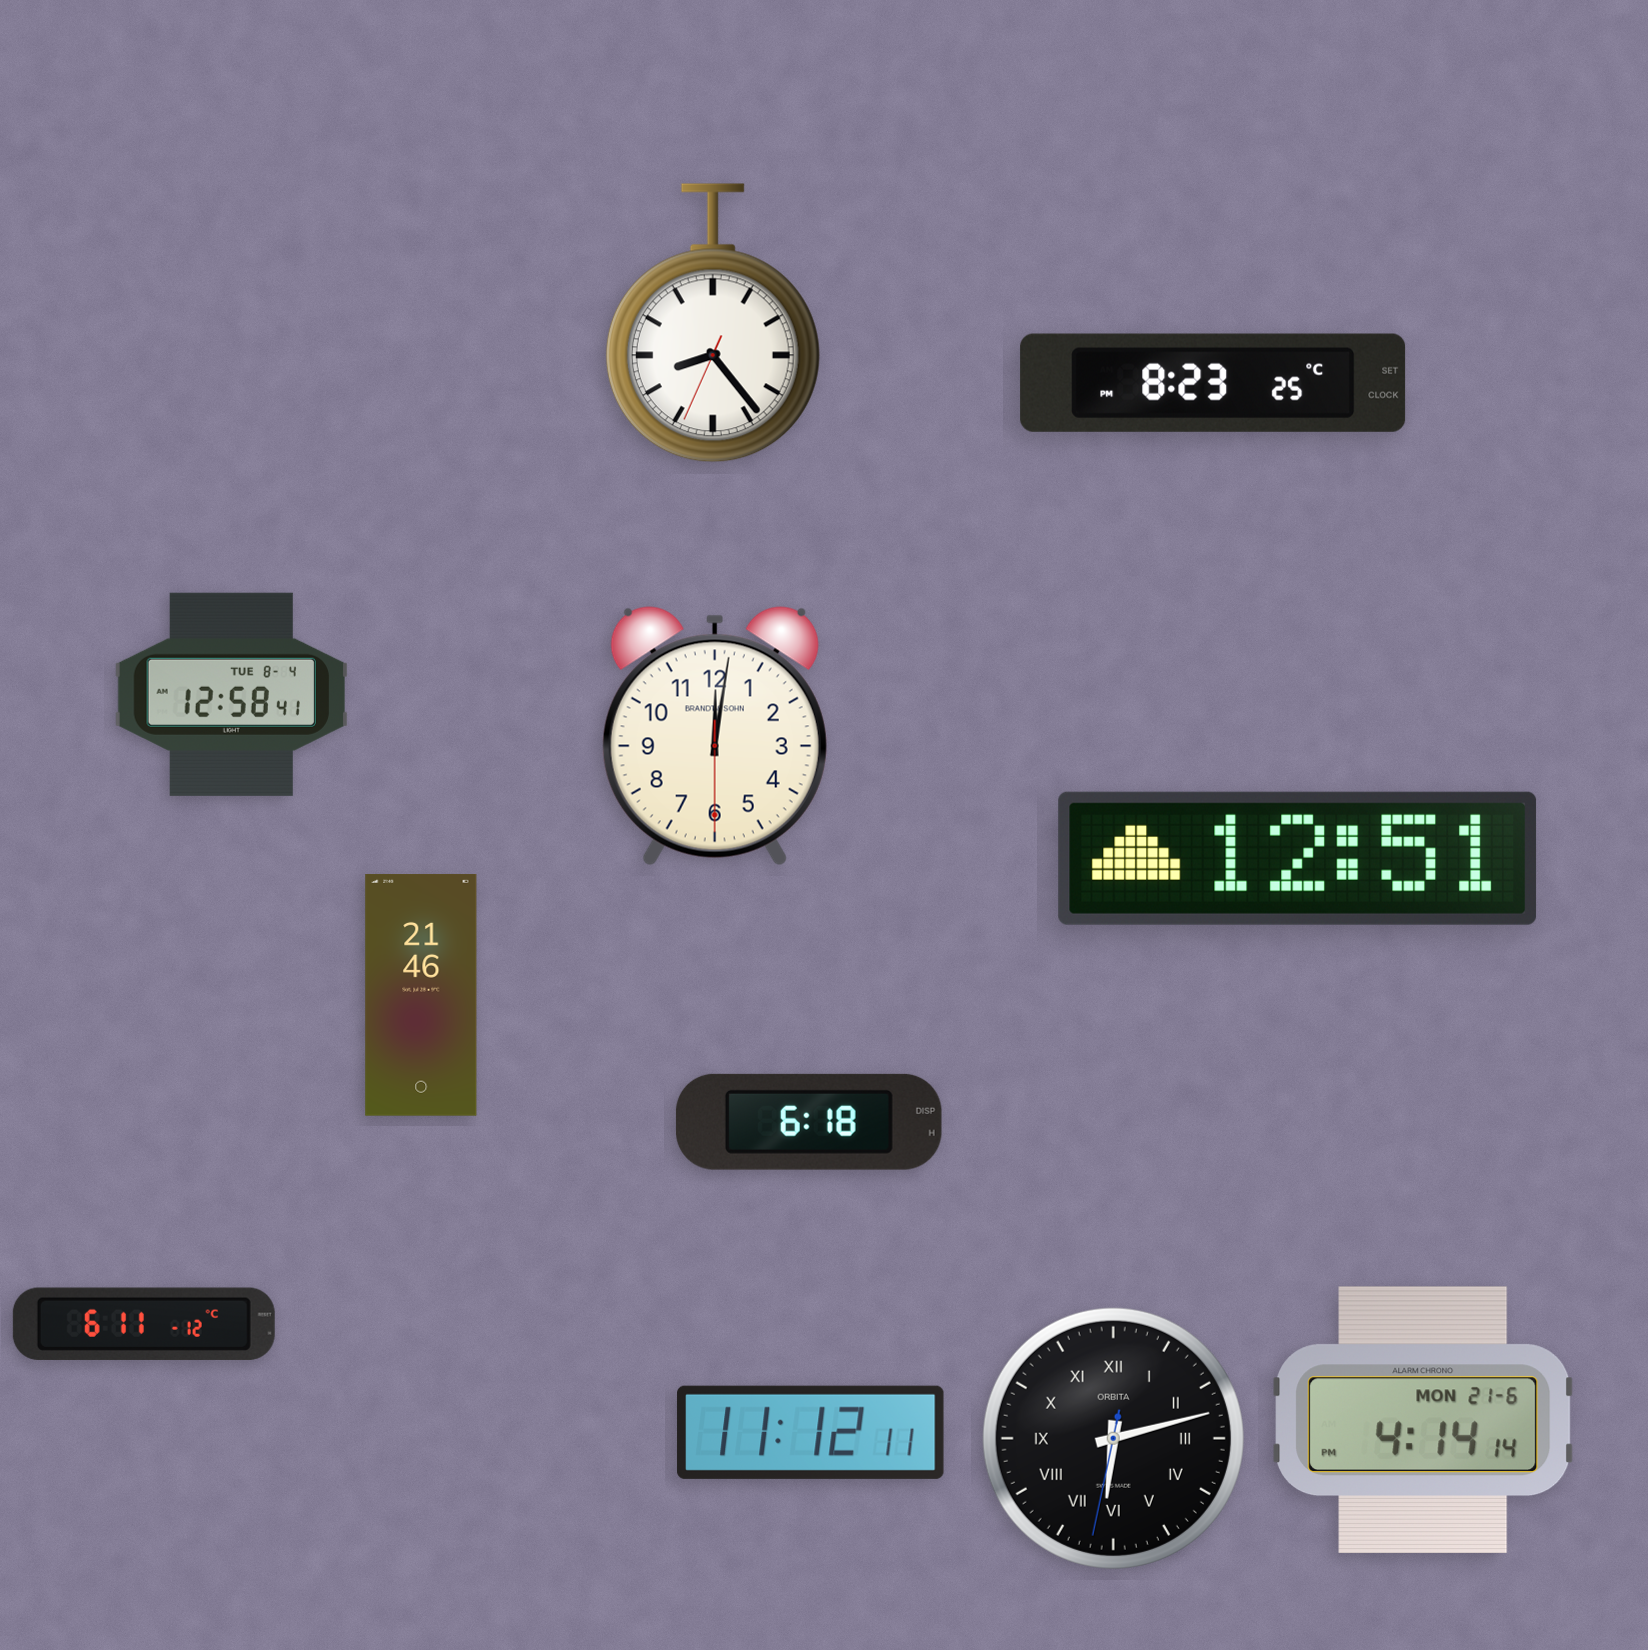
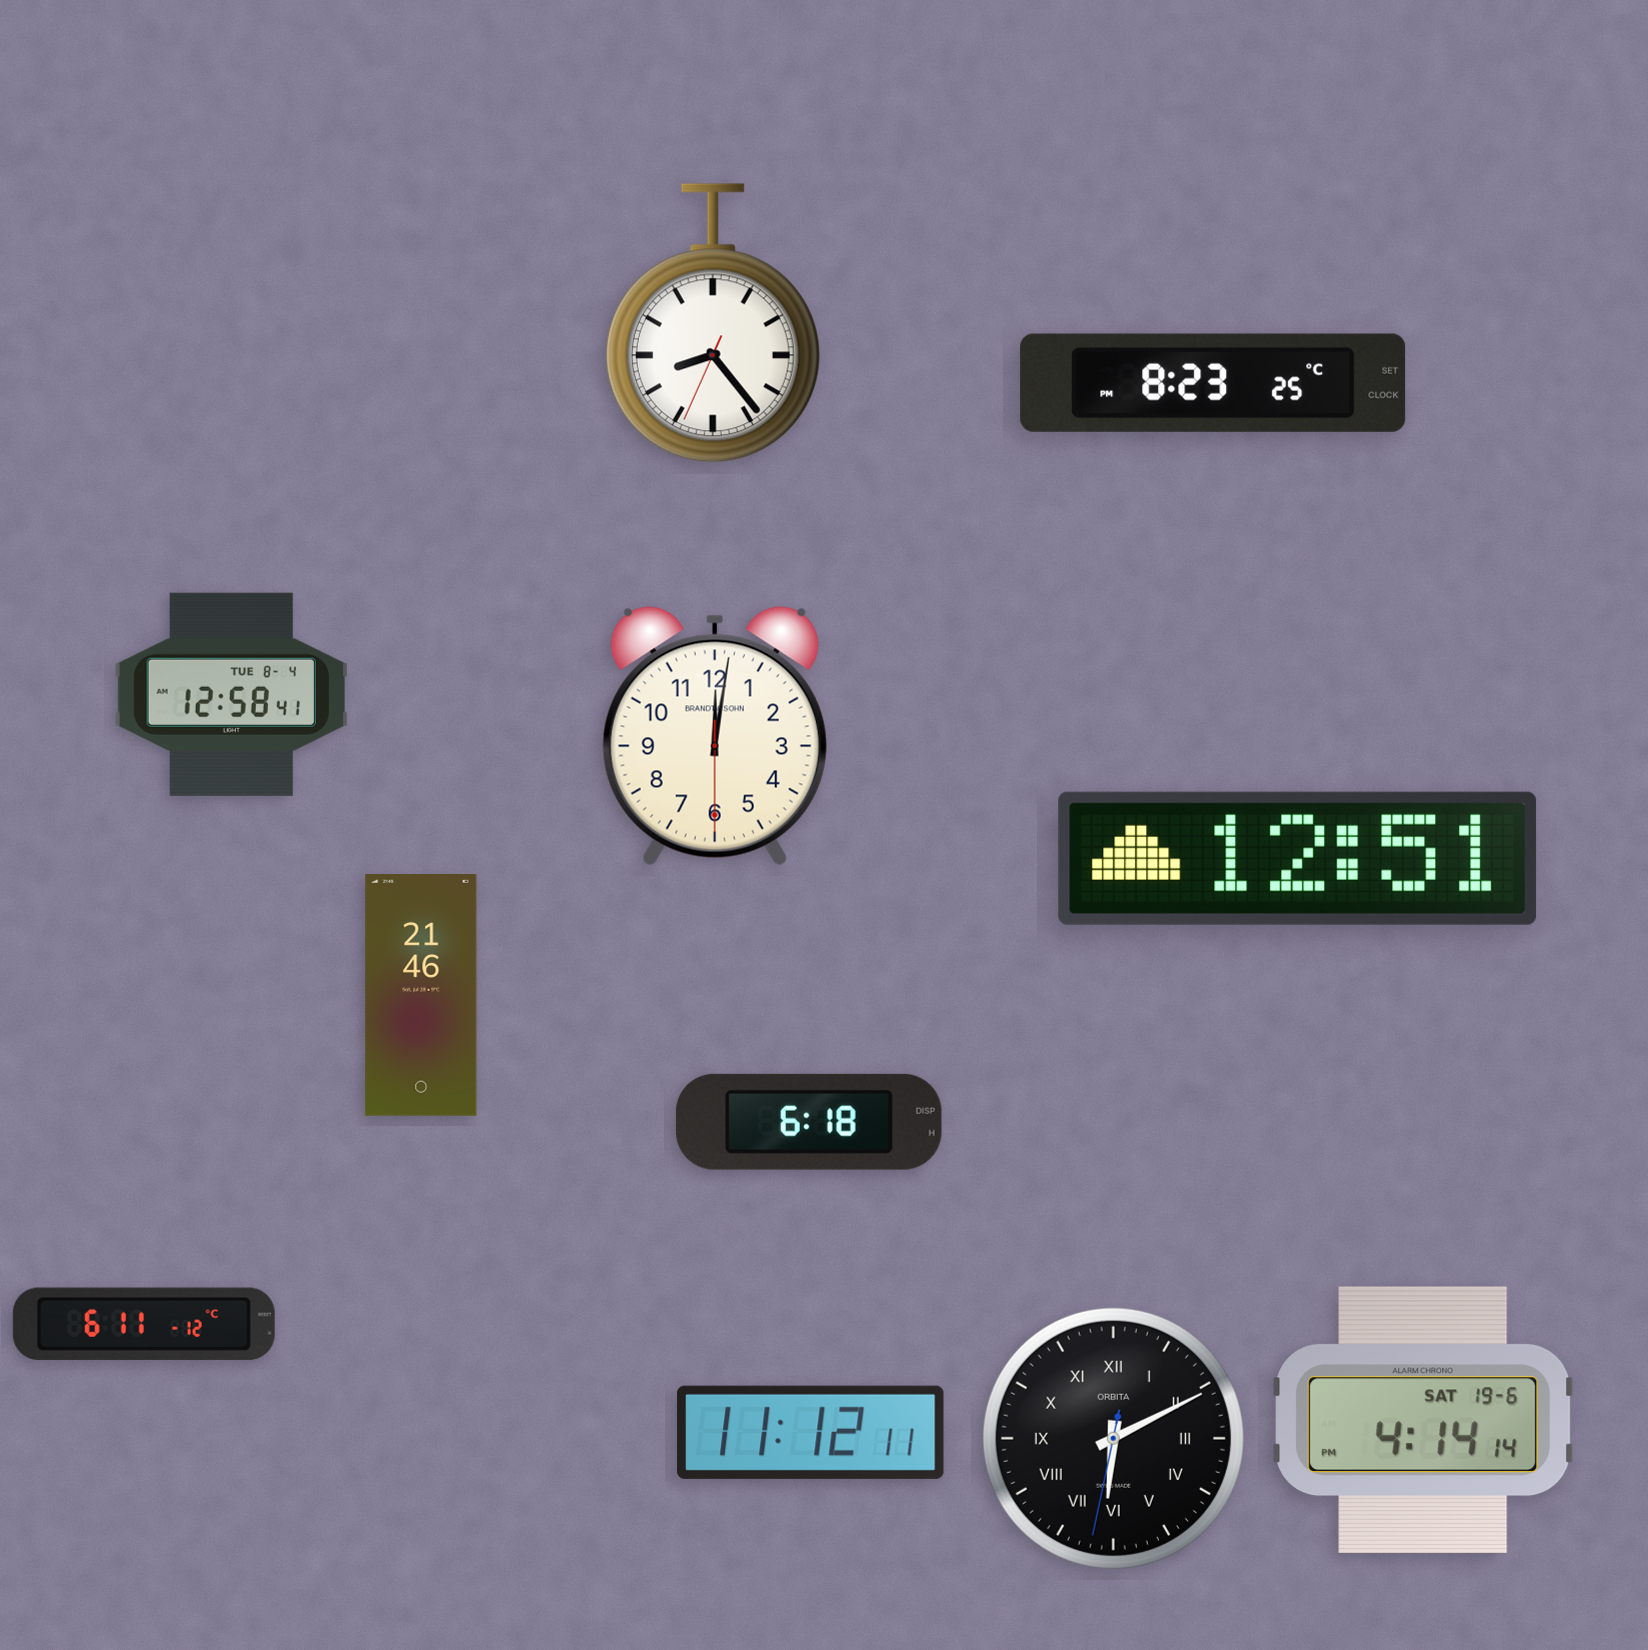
clock at (1423, 1420) date: MON 21-6 -> SAT 19-6
clock at (1113, 1438): 6:12 -> 6:10
